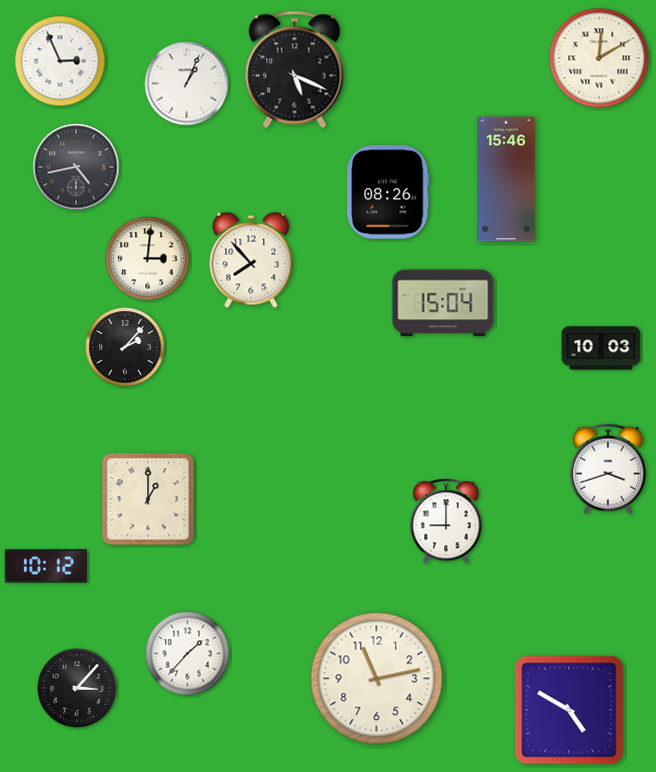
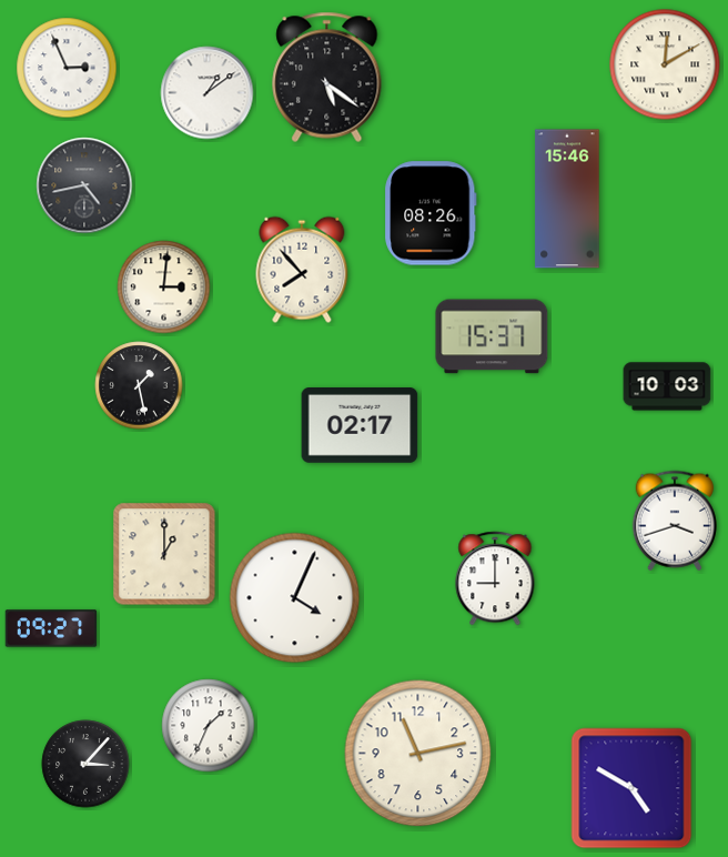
clock at (295, 69): 5:19 -> 5:21
clock at (187, 84): 1:04 -> 1:09
clock at (506, 179) position: (506, 179) -> (567, 199)
clock at (251, 260) position: (251, 260) -> (302, 270)
clock at (443, 303): 15:04 -> 15:37
clock at (125, 347): 2:07 -> 1:28
clock at (360, 426): none -> 02:17
clock at (295, 598): none -> 4:04
clock at (46, 566): 10:12 -> 09:27
clock at (188, 654): 1:37 -> 1:34
